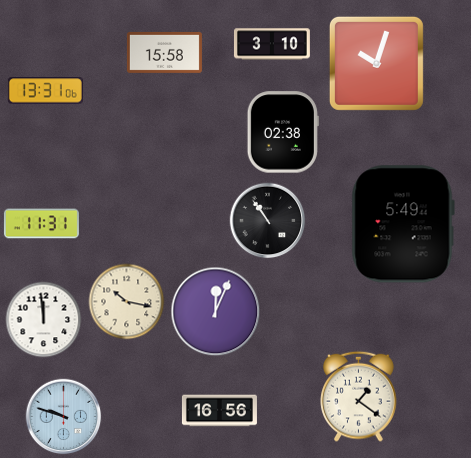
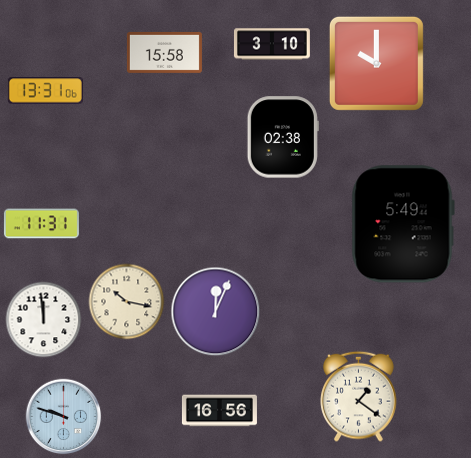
clock at (376, 63): 10:03 -> 10:00
clock at (283, 132) position: (283, 132) -> (283, 137)
clock at (268, 221): 10:54 -> none
